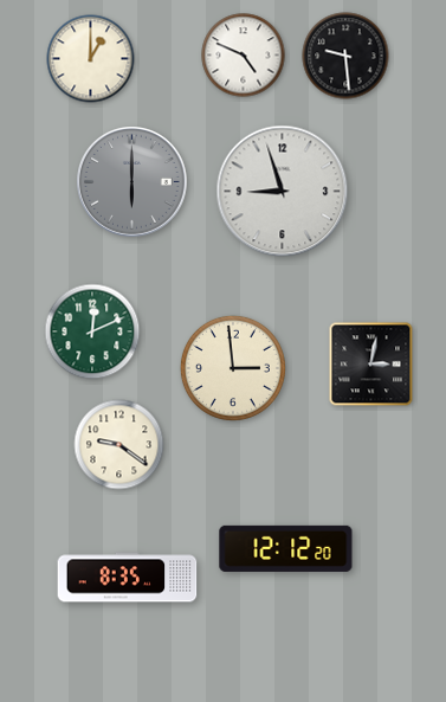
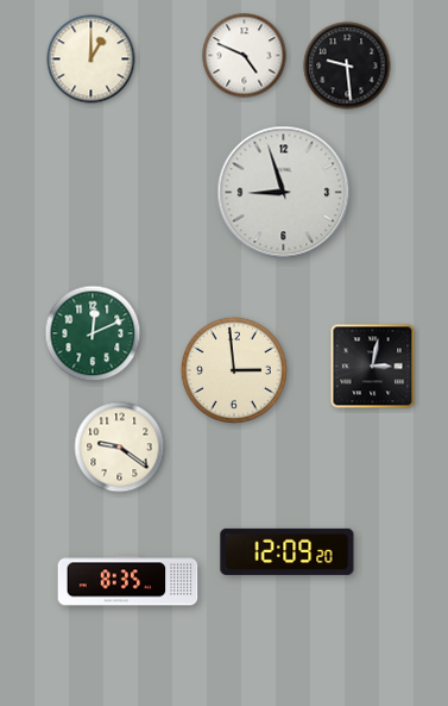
clock at (345, 56) position: (345, 56) -> (347, 65)
clock at (132, 182): 6:00 -> none
clock at (286, 548): 12:12 -> 12:09
